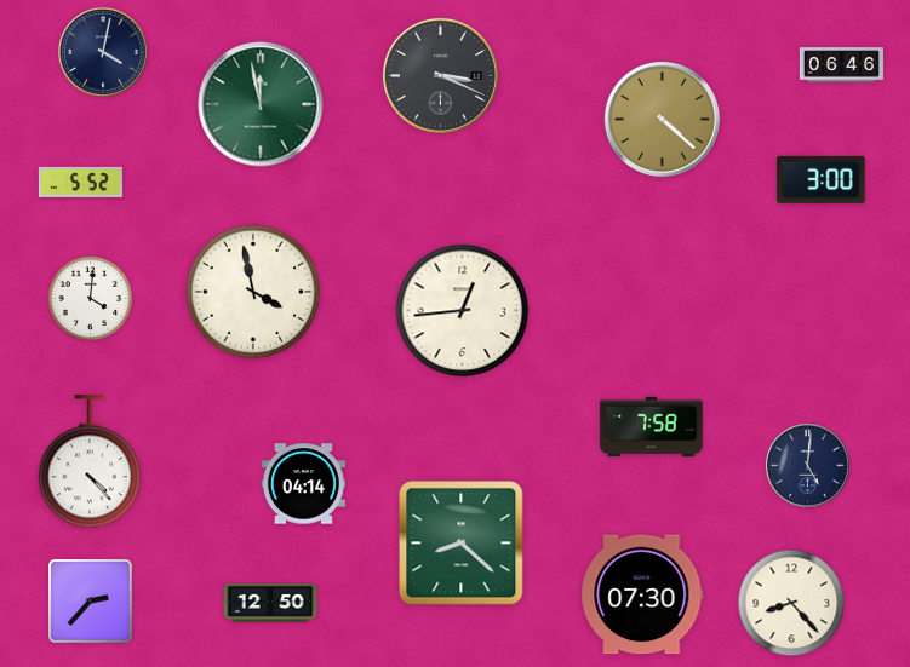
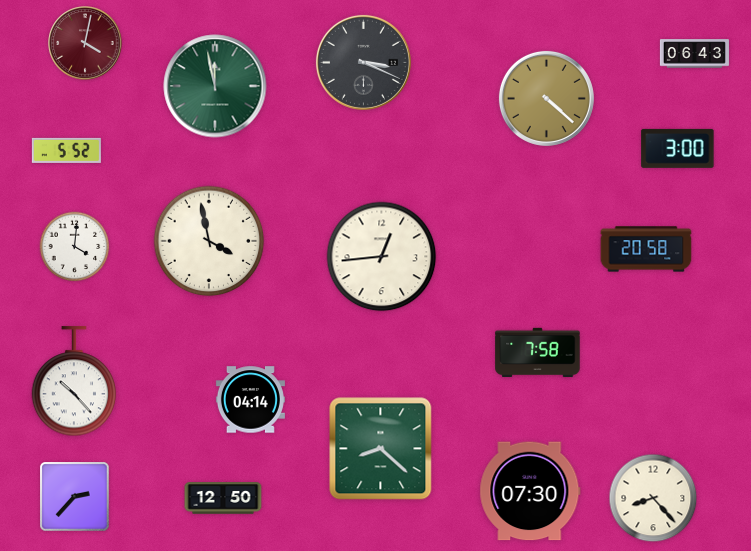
clock at (103, 52) dial: navy -> burgundy
clock at (841, 65): 06:46 -> 06:43
clock at (646, 249): none -> 20:58
clock at (90, 462): 4:23 -> 10:23
clock at (807, 465): 5:01 -> none
